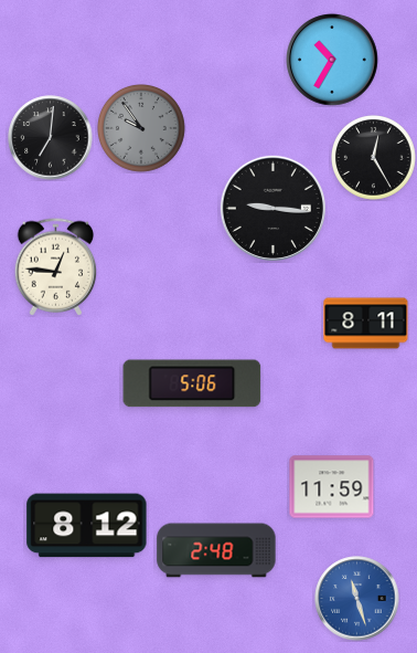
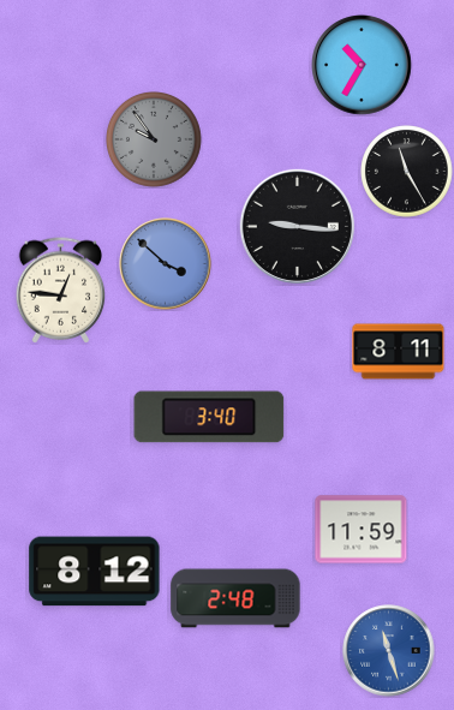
clock at (51, 138): 7:01 -> none
clock at (374, 158): 12:25 -> 11:25
clock at (166, 264): none -> 3:52
clock at (192, 383): 5:06 -> 3:40
